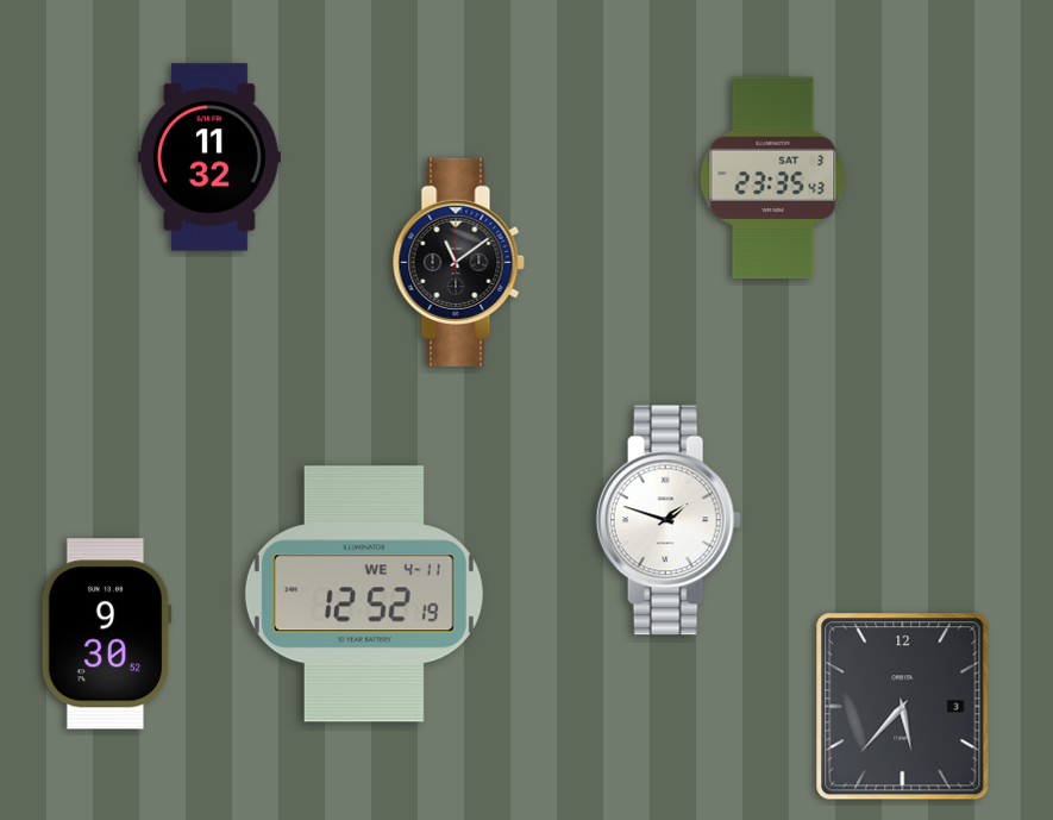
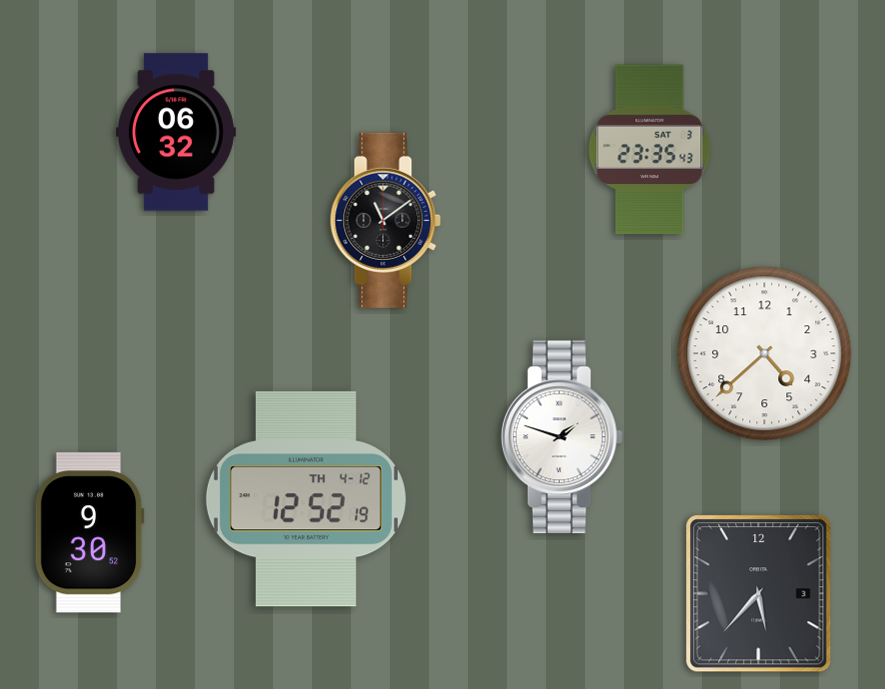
clock at (211, 157): 11:32 -> 06:32
clock at (765, 354): none -> 4:38
clock at (364, 594) date: WE 4-11 -> TH 4-12
